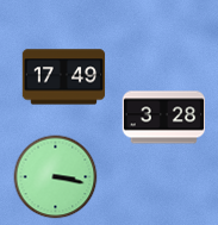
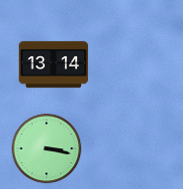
clock at (64, 77): 17:49 -> 13:14
clock at (164, 118): 3:28 -> none
